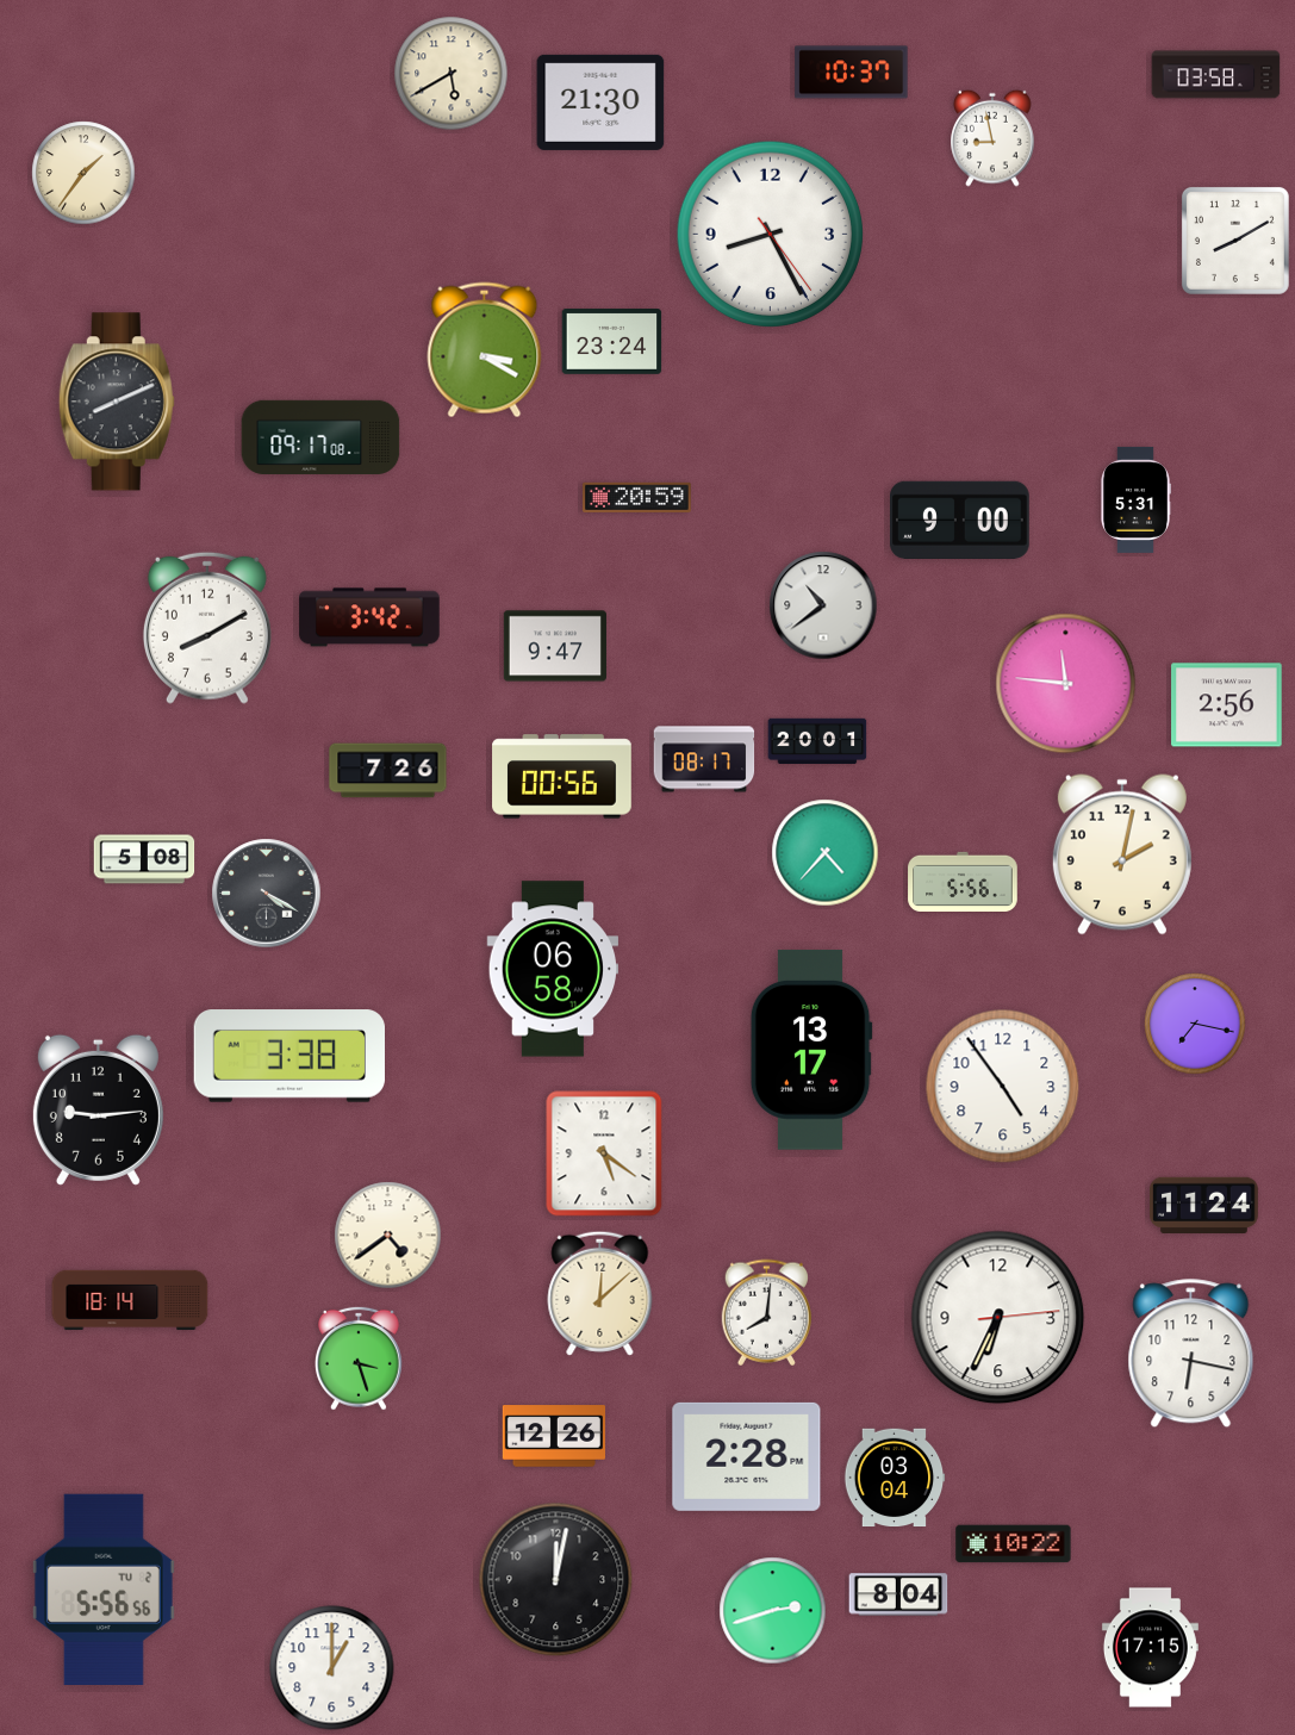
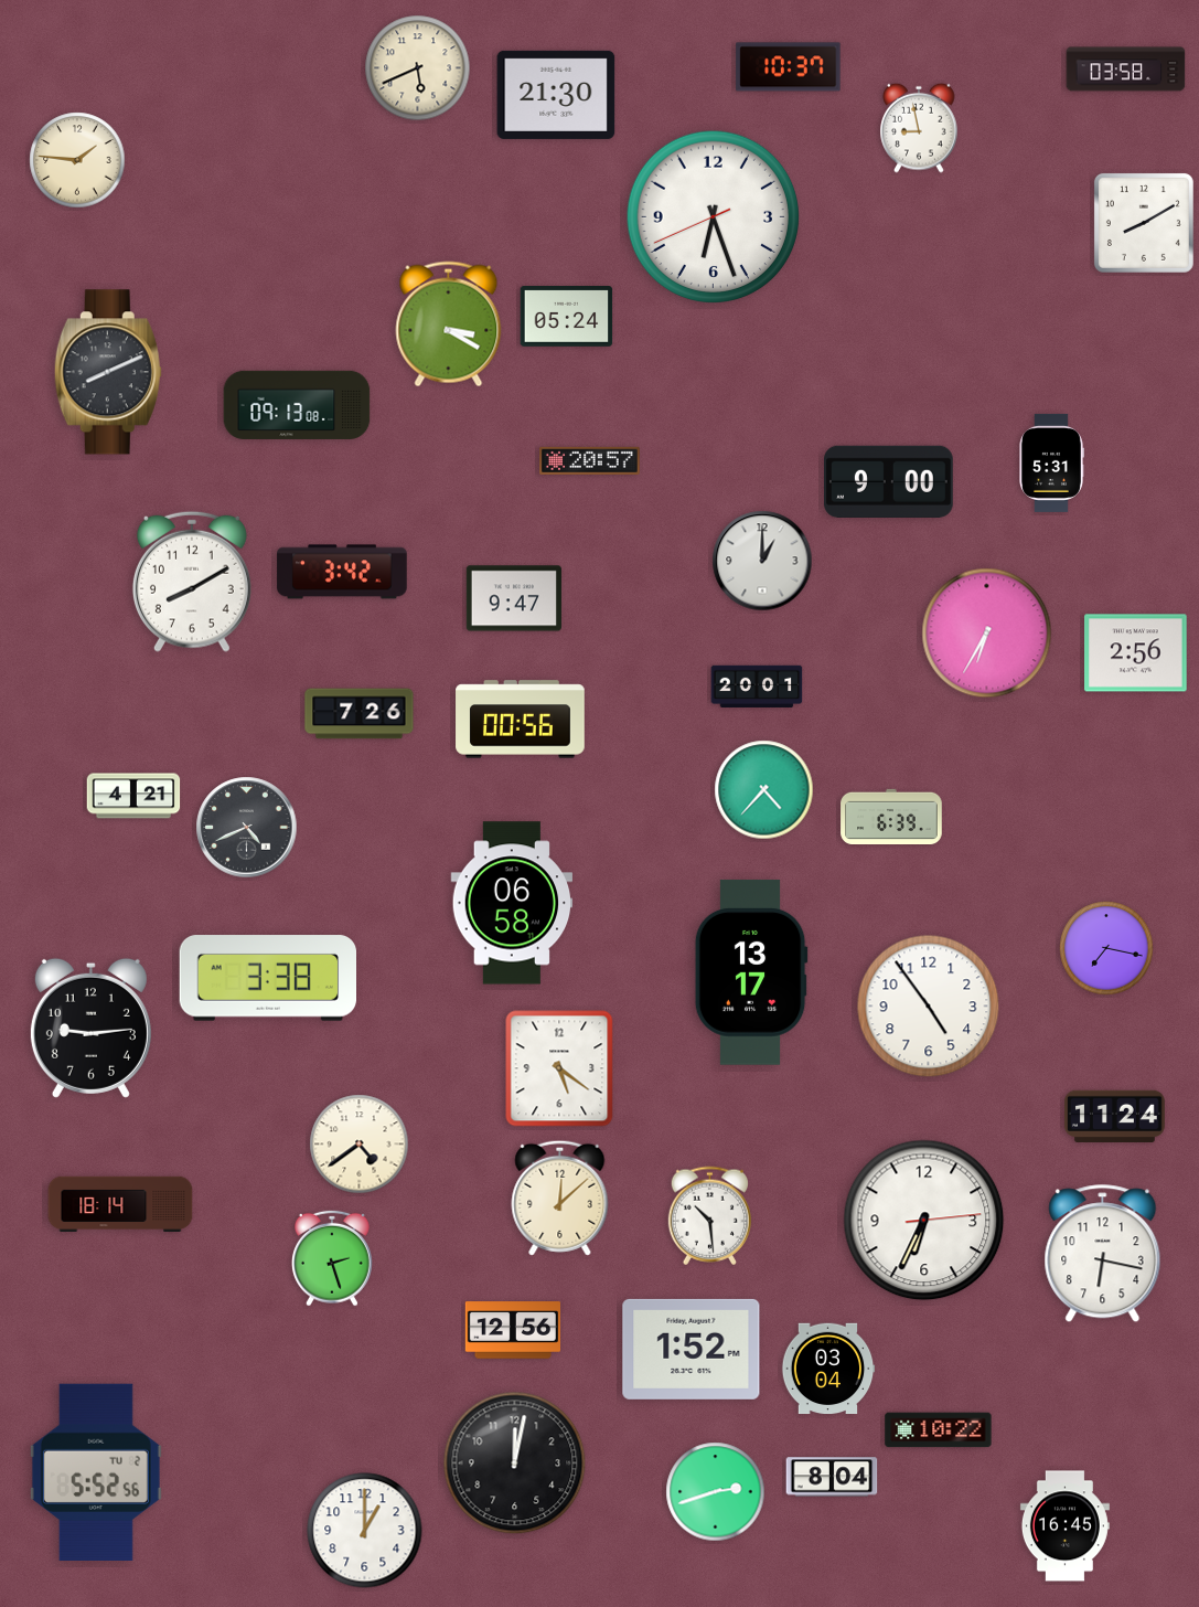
clock at (452, 74): 5:40 -> 5:41
clock at (83, 173): 1:36 -> 1:46
clock at (770, 234): 8:25 -> 6:26
clock at (612, 342): 23:24 -> 05:24
clock at (320, 437): 09:17 -> 09:13
clock at (637, 497): 20:59 -> 20:57
clock at (823, 605): 10:39 -> 1:00
clock at (1066, 684): 11:46 -> 6:35
clock at (704, 759): 08:17 -> none
clock at (1122, 854): 2:02 -> none
clock at (144, 859): 5:08 -> 4:21
clock at (963, 881): 5:56 -> 6:39
clock at (267, 894): 4:20 -> 4:41
clock at (553, 969) position: (553, 969) -> (512, 903)
clock at (600, 1293) position: (600, 1293) -> (560, 1198)
clock at (766, 1313): 8:01 -> 10:29
clock at (359, 1358): 3:27 -> 2:27
clock at (553, 1436): 12:26 -> 12:56
clock at (747, 1456): 2:28 -> 1:52
clock at (104, 1588): 5:56 -> 5:52
clock at (1150, 1648): 17:15 -> 16:45
clock at (332, 1668) position: (332, 1668) -> (365, 1531)
